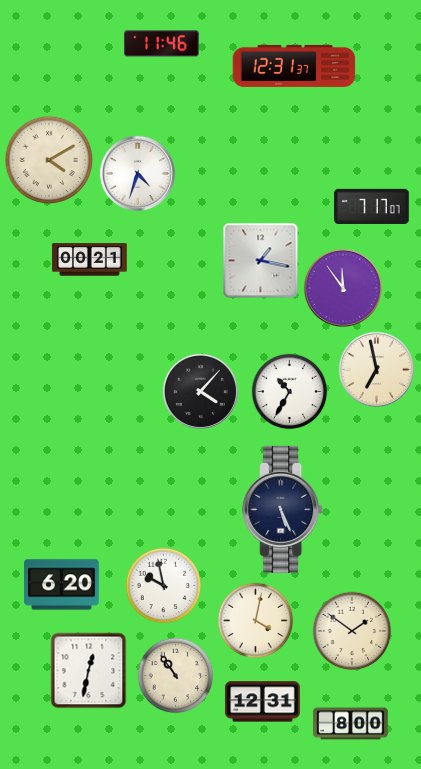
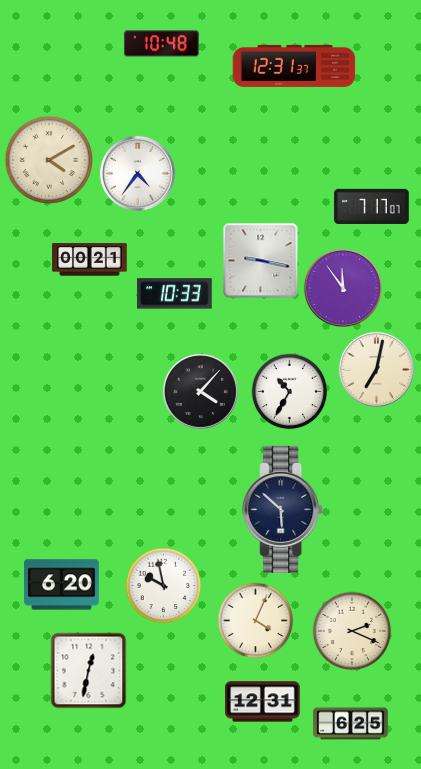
clock at (162, 44): 11:46 -> 10:48
clock at (137, 173): 4:33 -> 4:36
clock at (261, 261): 1:17 -> 9:17
clock at (175, 294): none -> 10:33
clock at (376, 369): 6:58 -> 7:02
clock at (283, 509): 5:26 -> 5:52
clock at (256, 621): 4:02 -> 4:04
clock at (352, 631): 1:51 -> 2:19
clock at (176, 676): 10:54 -> none
clock at (351, 724): 8:00 -> 6:25
